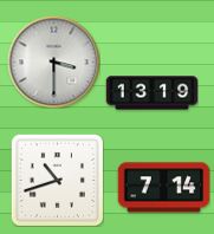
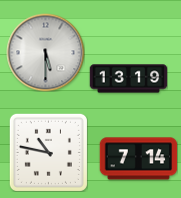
clock at (53, 61): 3:30 -> 5:30
clock at (57, 180): 10:42 -> 10:47
